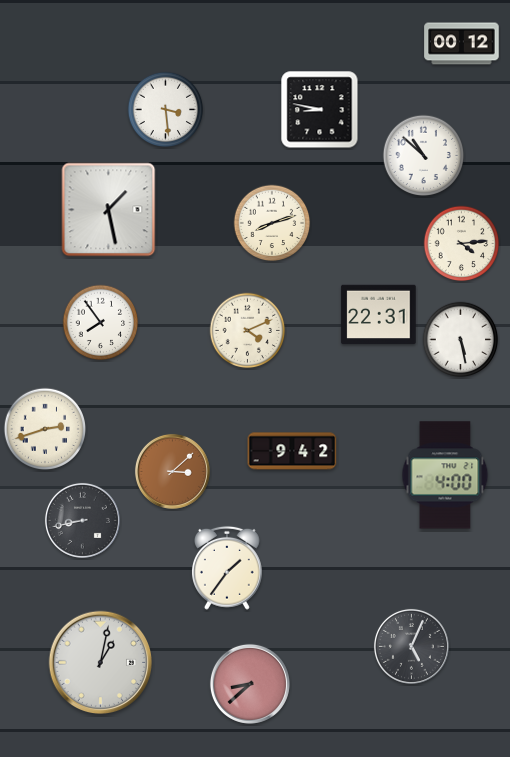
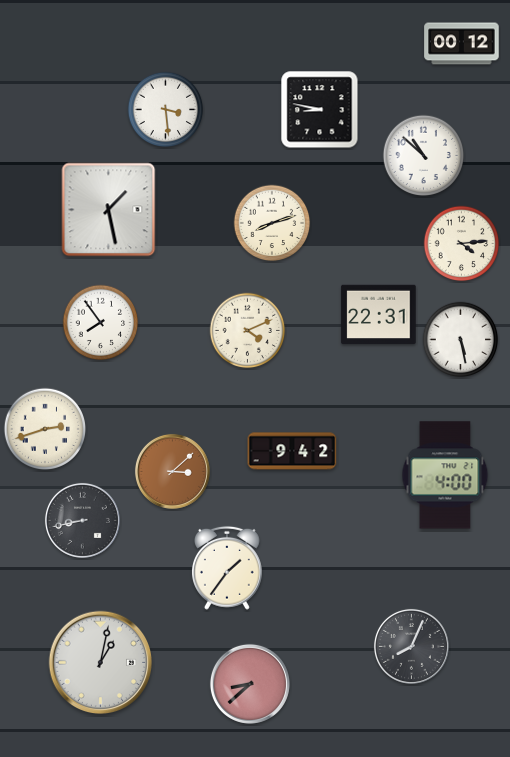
clock at (411, 646): 5:04 -> 8:04
